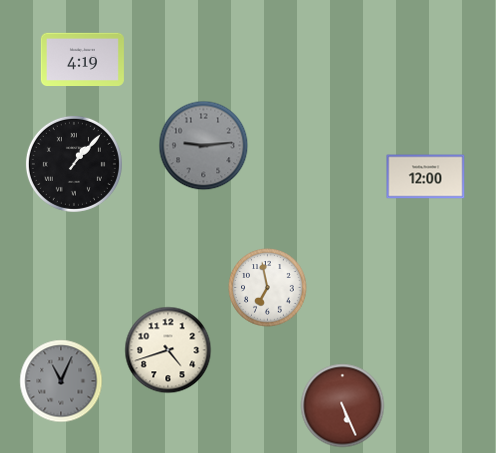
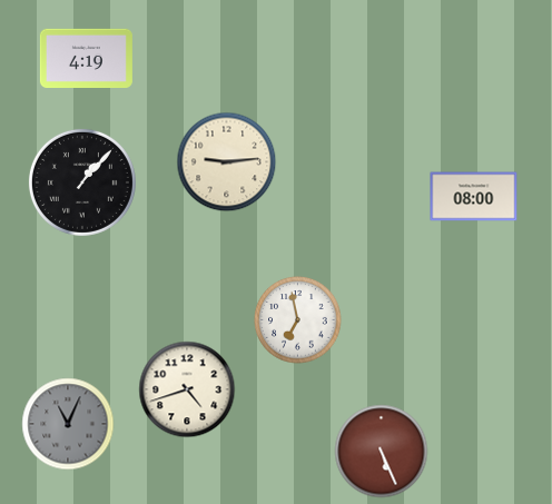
clock at (82, 60) position: (82, 60) -> (86, 59)
clock at (204, 146) dial: grey -> cream
clock at (426, 177): 12:00 -> 08:00
